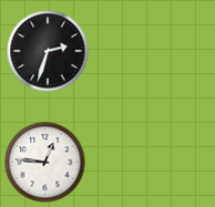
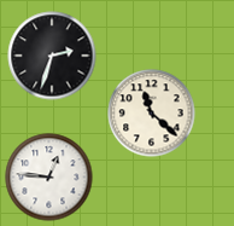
clock at (152, 114): none -> 11:22
